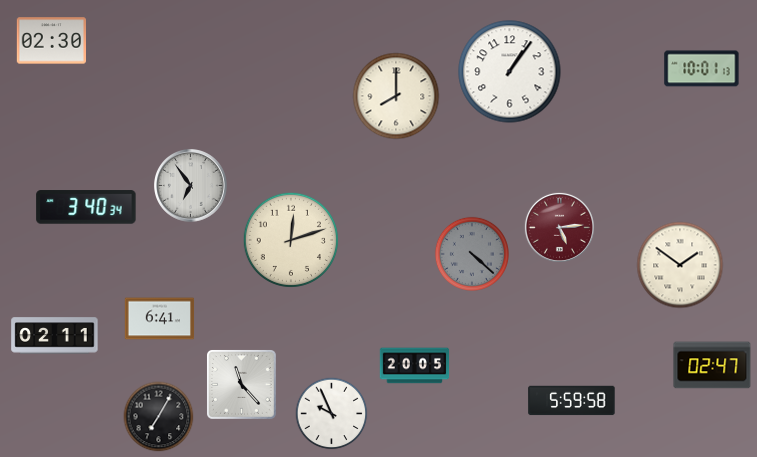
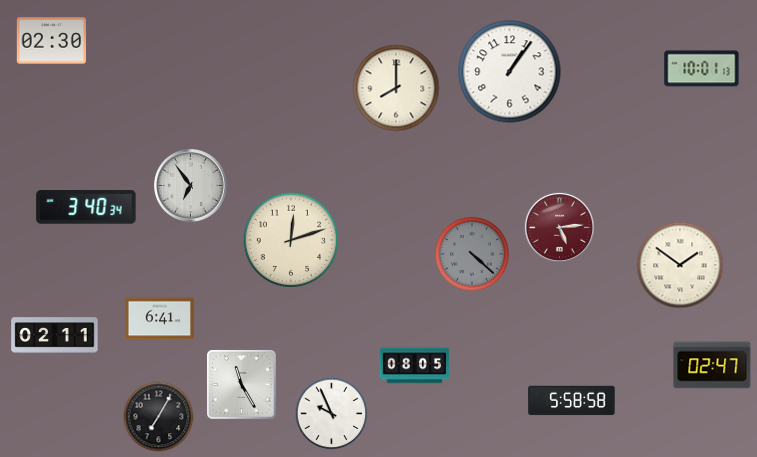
clock at (396, 96) position: (396, 96) -> (396, 88)
clock at (415, 366): 20:05 -> 08:05
clock at (242, 385): 11:23 -> 11:25
clock at (572, 401): 5:59 -> 5:58
